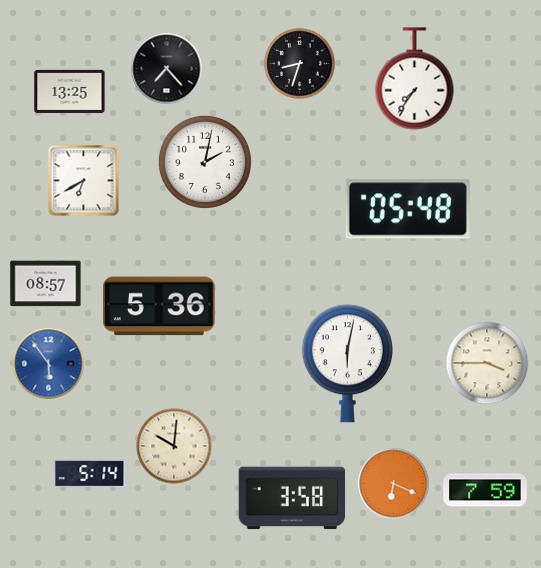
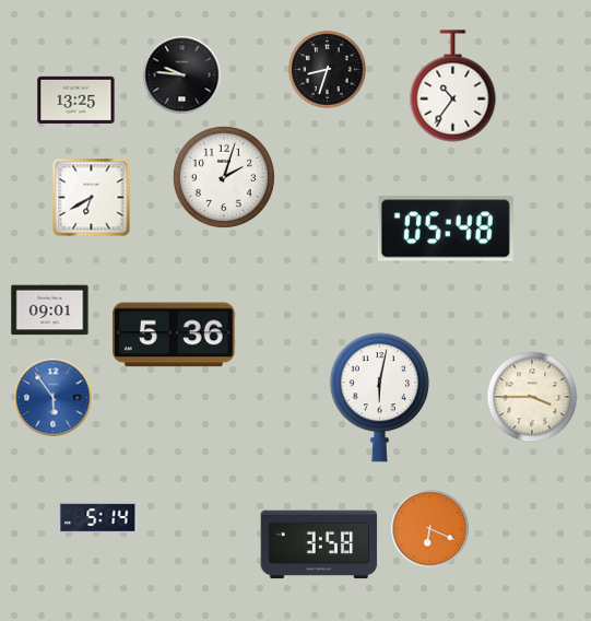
clock at (167, 69): 7:23 -> 9:46
clock at (415, 79): 7:36 -> 10:36
clock at (205, 162): 2:02 -> 2:03
clock at (46, 284): 08:57 -> 09:01
clock at (174, 446): 10:01 -> none
clock at (485, 490): 7:59 -> none
